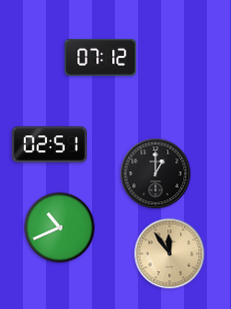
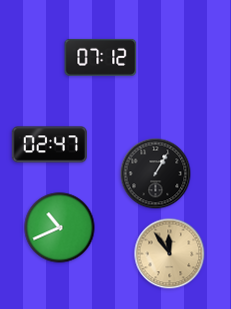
clock at (49, 145): 02:51 -> 02:47
clock at (156, 174): 1:00 -> 1:05
